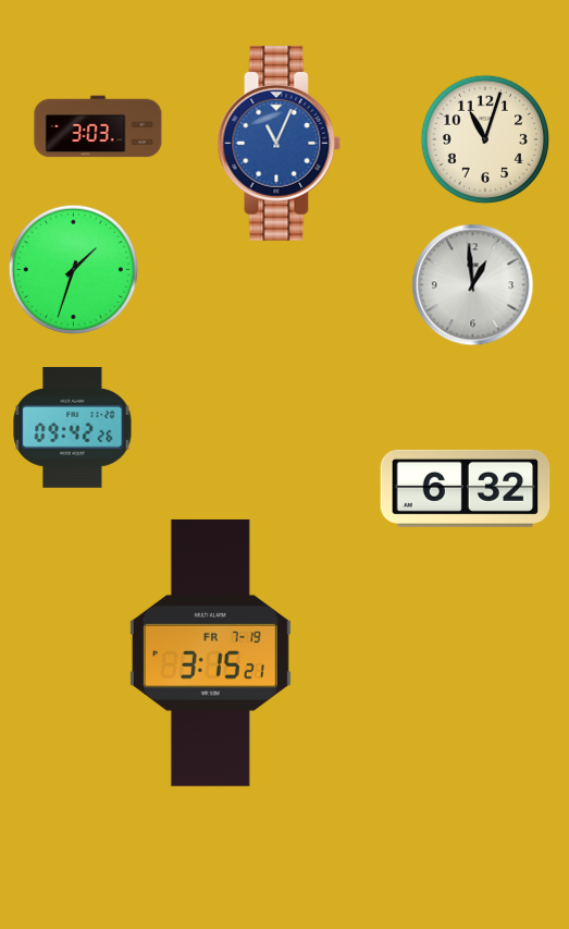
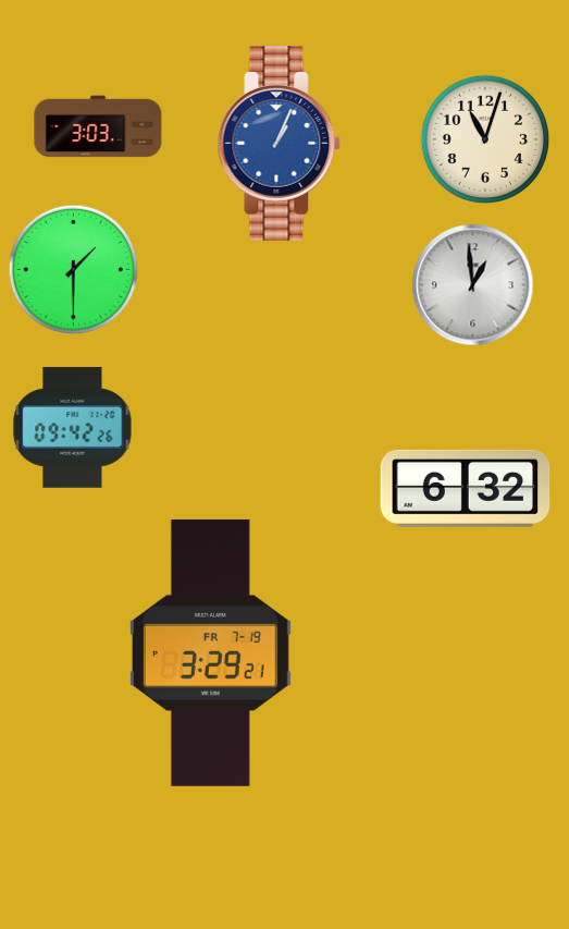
clock at (280, 144): 11:04 -> 1:04
clock at (73, 269): 1:33 -> 1:30
clock at (210, 652): 3:15 -> 3:29
